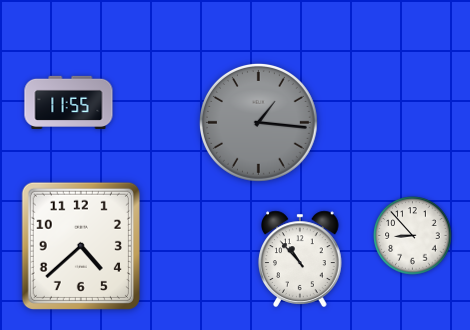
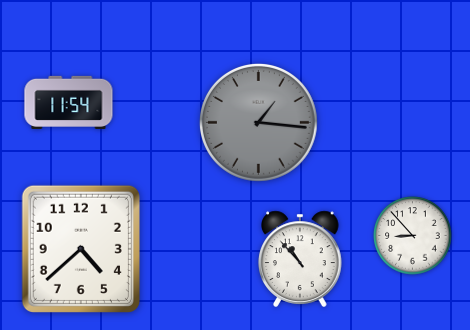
clock at (69, 102): 11:55 -> 11:54
clock at (81, 246) position: (81, 246) -> (81, 249)
